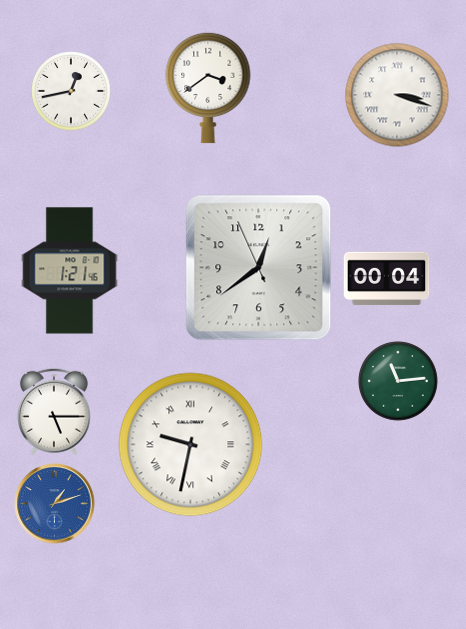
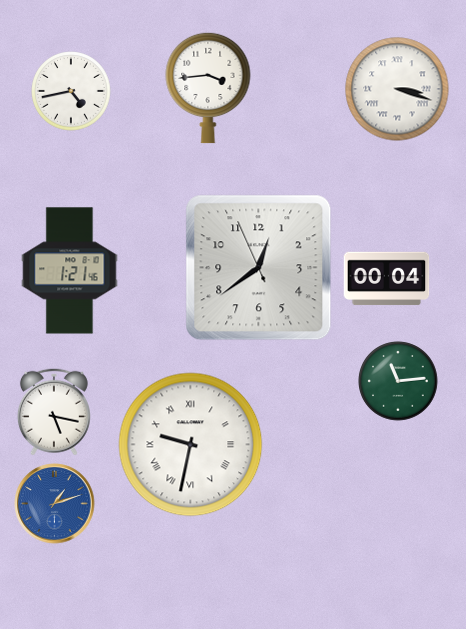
clock at (208, 88): 3:39 -> 3:44
clock at (71, 91): 12:43 -> 4:43
clock at (397, 95) position: (397, 95) -> (397, 89)
clock at (54, 412): 5:15 -> 5:17
